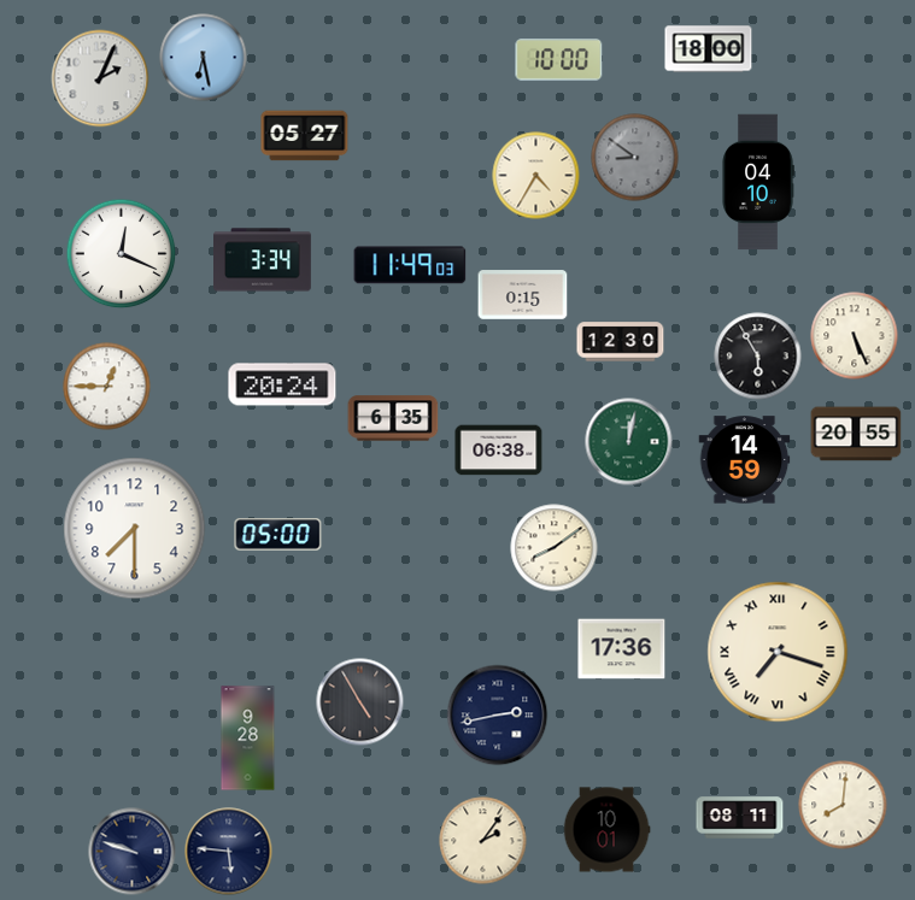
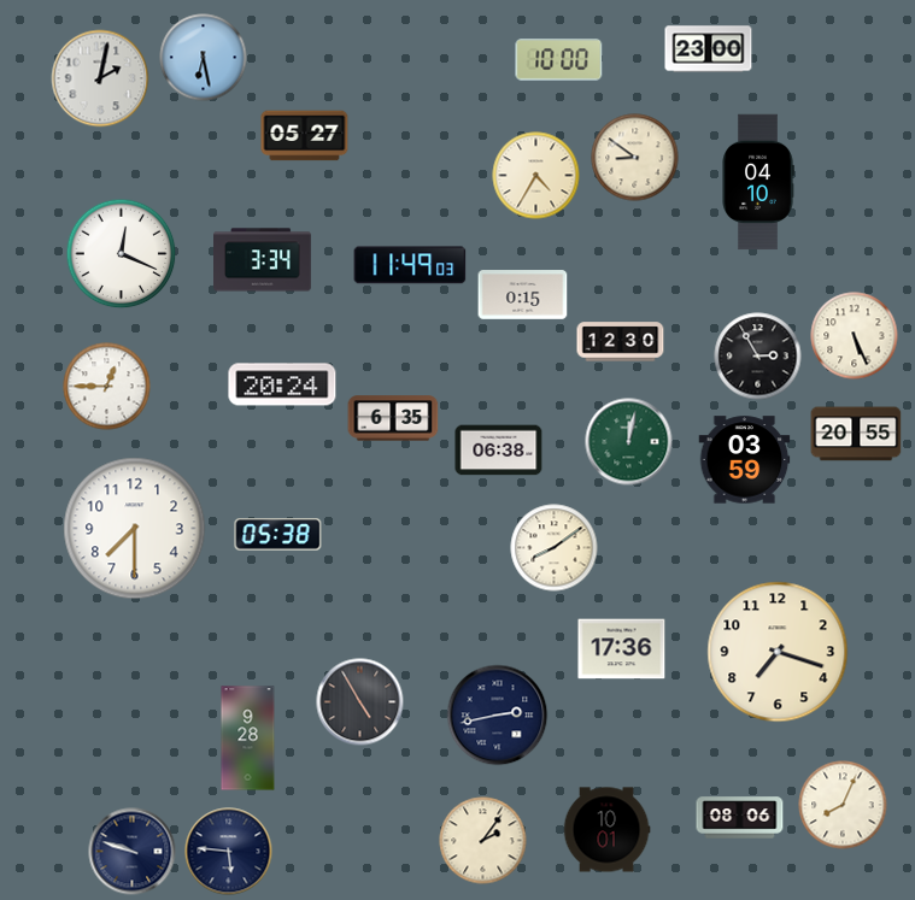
clock at (709, 49): 18:00 -> 23:00
clock at (100, 78): 2:04 -> 2:02
clock at (635, 158) dial: grey -> cream
clock at (758, 357): 5:55 -> 2:55
clock at (745, 460): 14:59 -> 03:59
clock at (278, 535): 05:00 -> 05:38
clock at (778, 652) numerals: Roman -> Arabic
clock at (843, 805): 8:01 -> 8:04
clock at (740, 818): 08:11 -> 08:06
